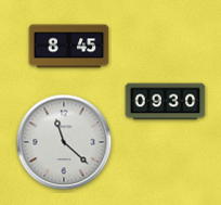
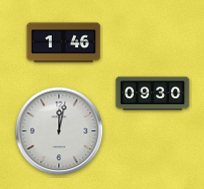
clock at (69, 47): 8:45 -> 1:46
clock at (64, 142): 11:22 -> 12:02
